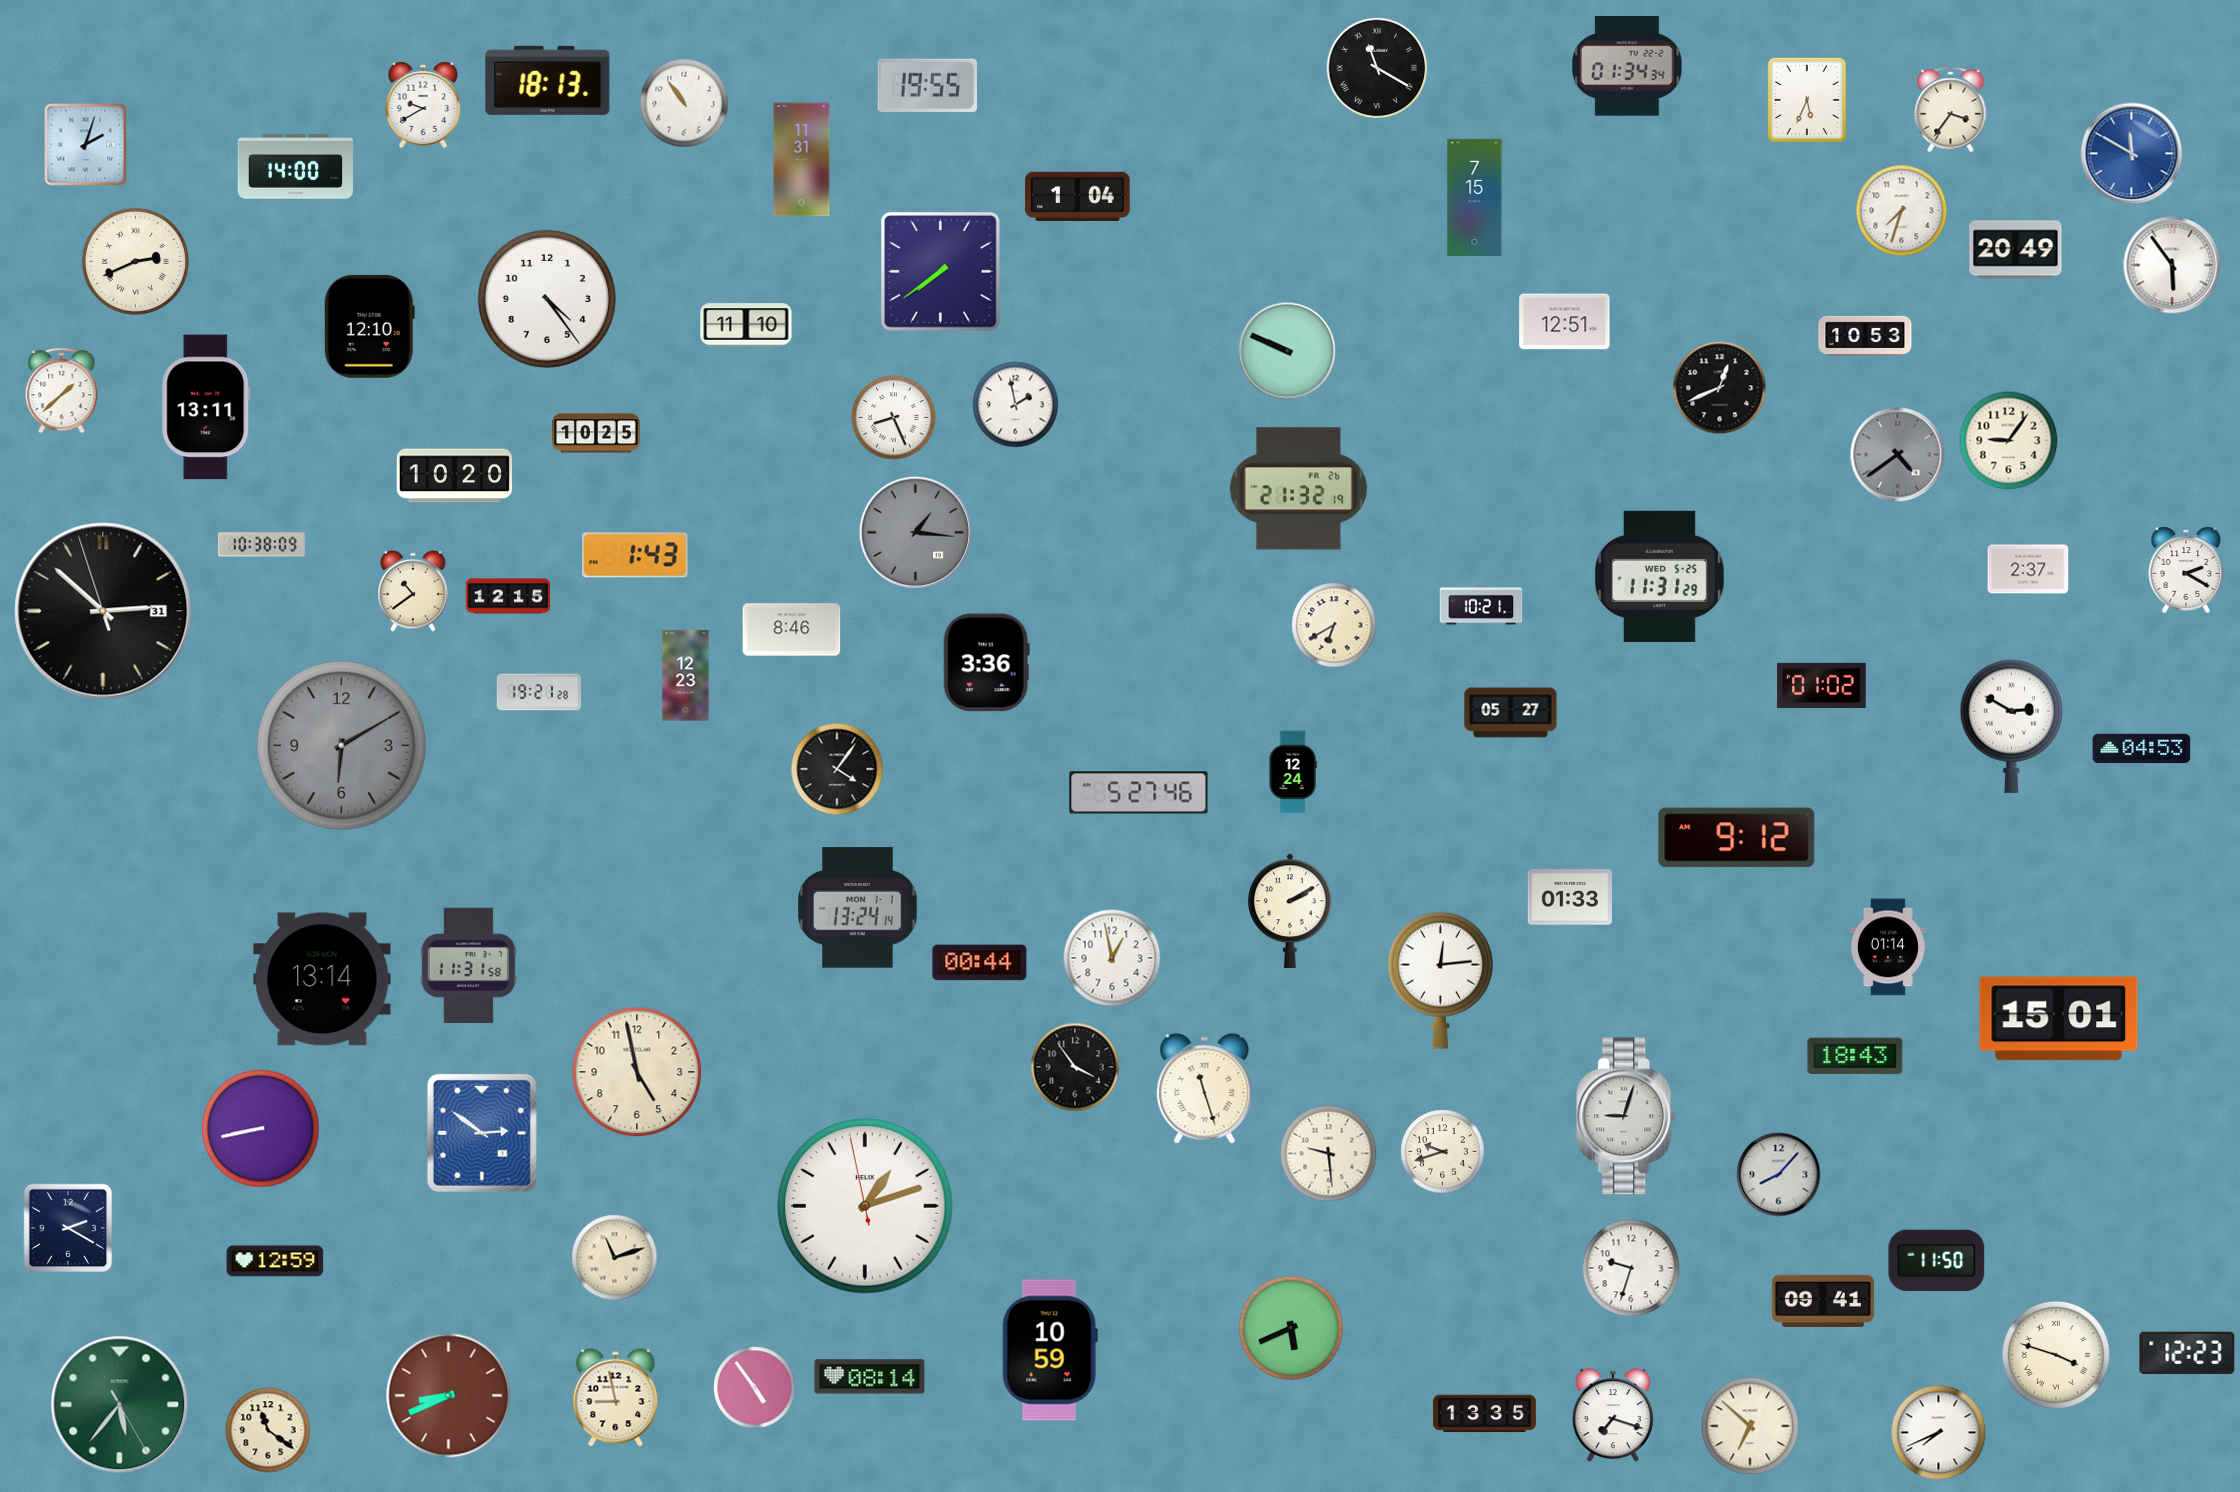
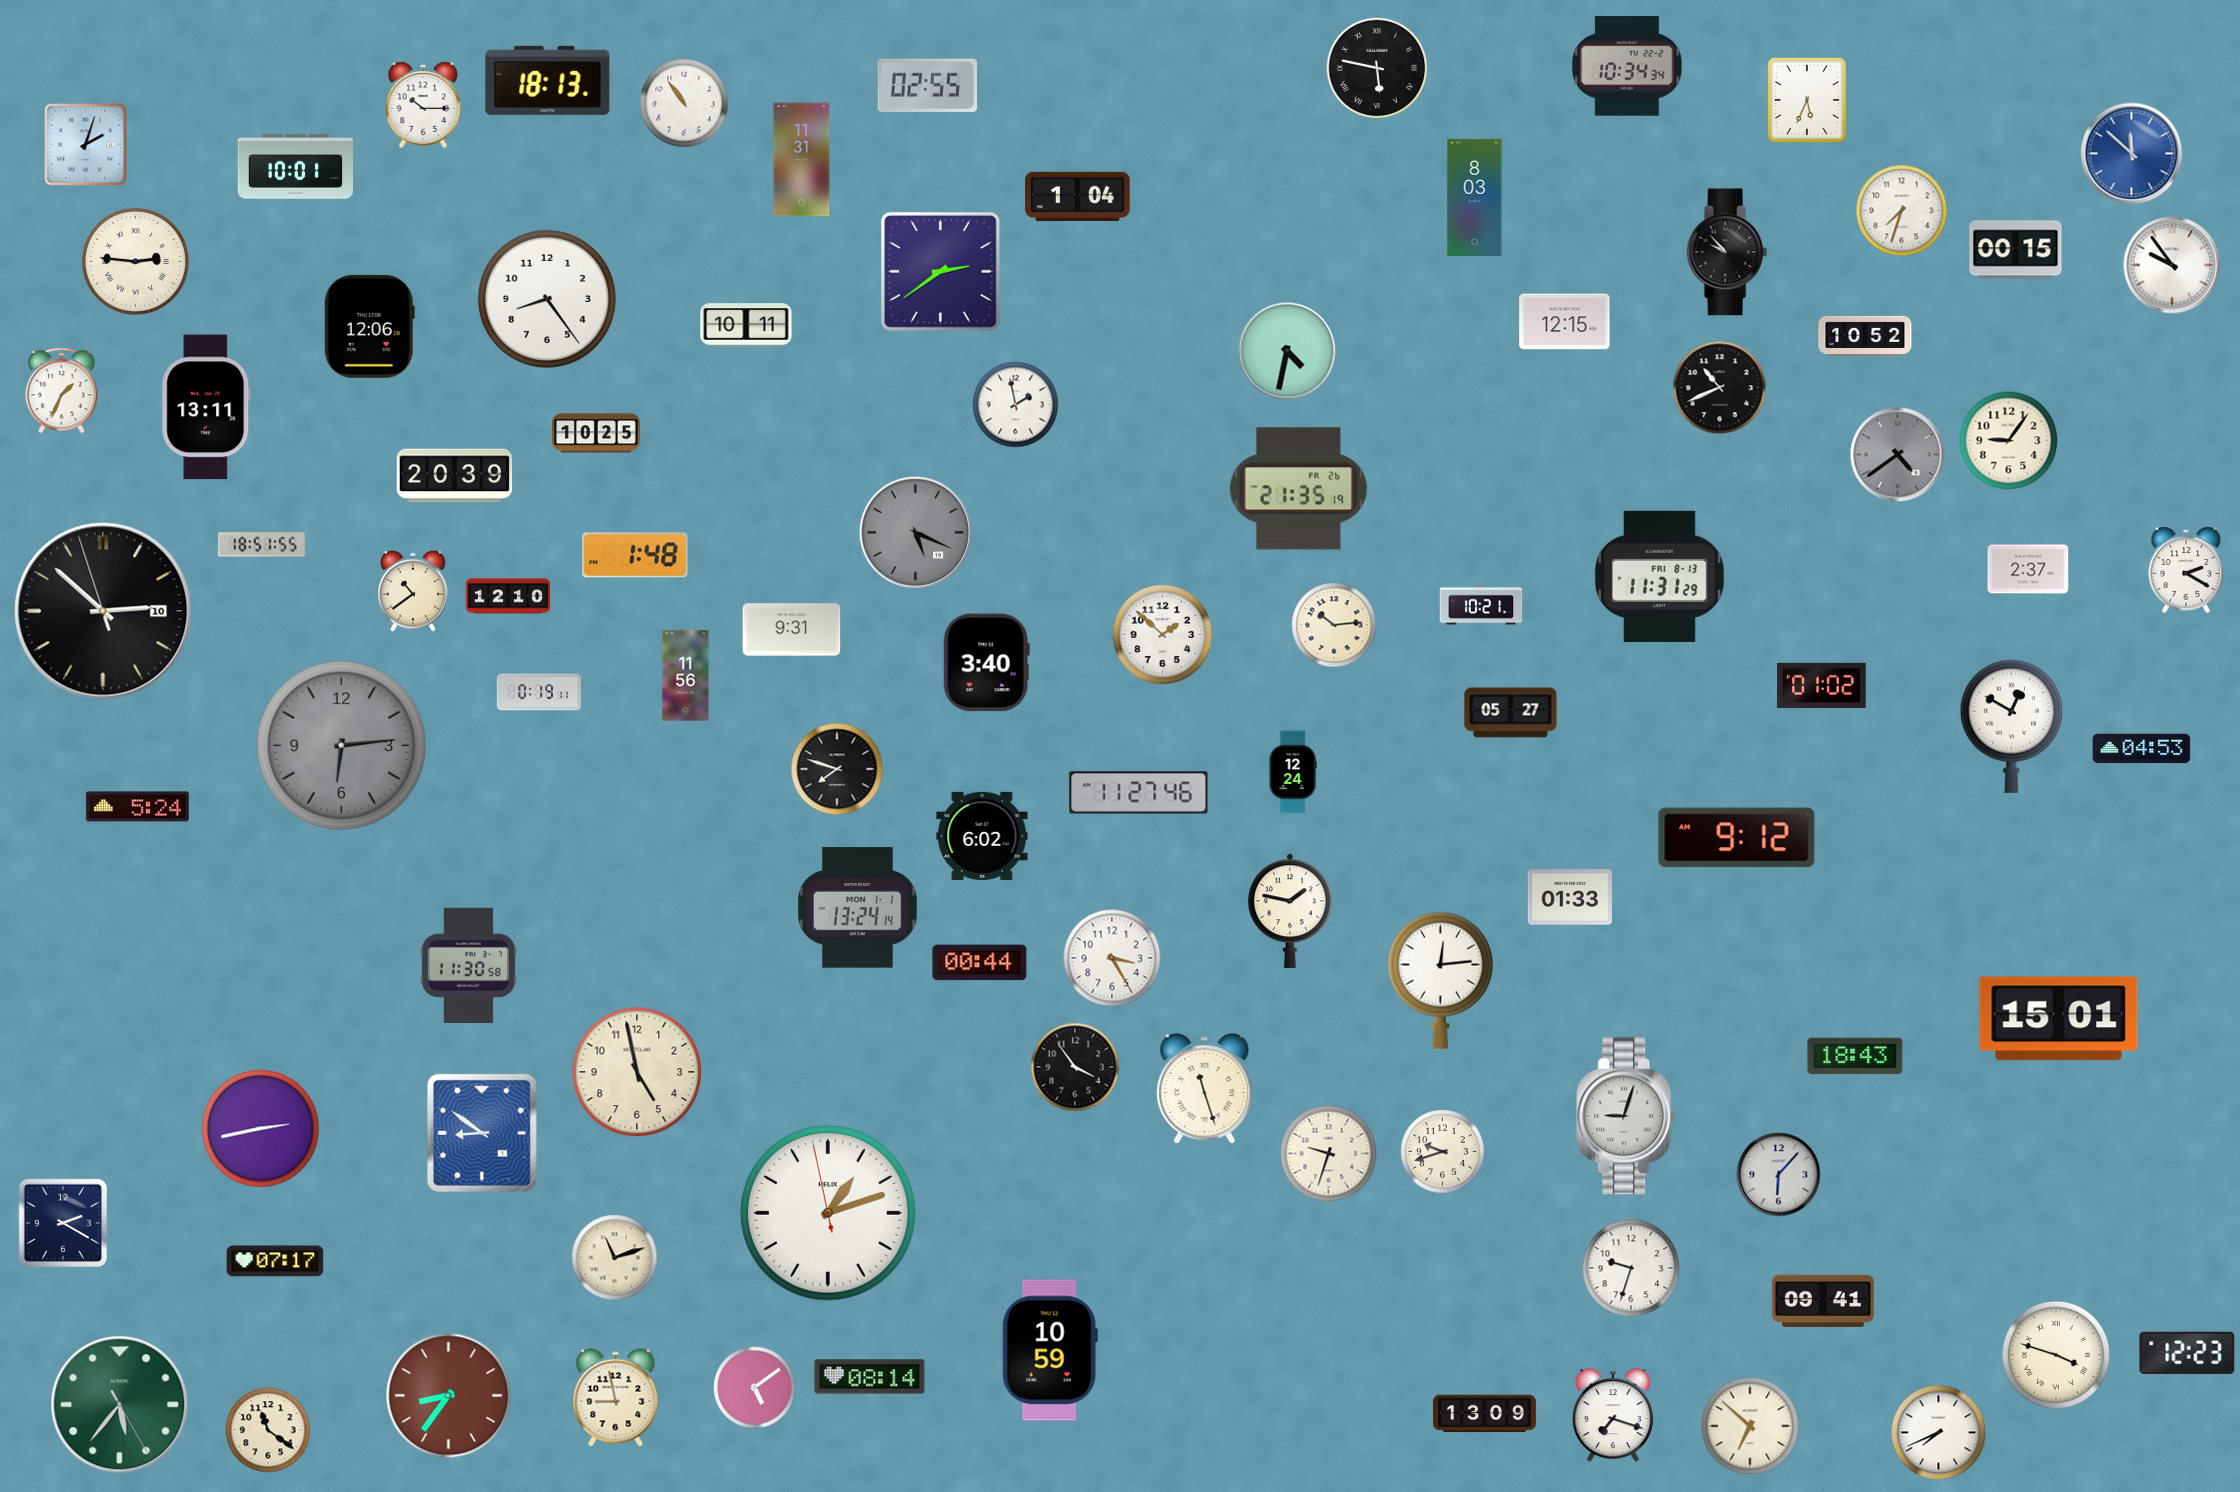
clock at (1627, 66): 01:34 -> 10:34
clock at (1377, 68): 11:20 -> 5:47
clock at (927, 85): 19:55 -> 02:55
clock at (423, 105): 9:40 -> 10:15
clock at (1951, 110): 3:36 -> none
clock at (2132, 154): 11:50 -> 11:52
clock at (296, 167): 14:00 -> 10:01
clock at (1475, 197): 7:15 -> 8:03
clock at (2016, 250): 20:49 -> 00:15
clock at (1727, 252): none -> 9:53
clock at (135, 261): 2:41 -> 2:46
clock at (2172, 265): 5:54 -> 9:54
clock at (940, 271): 7:39 -> 2:39
clock at (547, 299): 4:24 -> 8:24
clock at (1565, 322): 12:51 -> 12:15
clock at (746, 325): 11:10 -> 10:11
clock at (369, 326): 12:10 -> 12:06
clock at (1865, 336): 10:53 -> 10:52
clock at (1287, 351): 9:49 -> 4:32
clock at (1720, 388): 12:41 -> 10:41
clock at (62, 391): 1:38 -> 1:34
clock at (894, 418): 8:26 -> none
clock at (454, 476): 10:20 -> 20:39
clock at (1298, 489): 21:32 -> 21:35
clock at (915, 532): 1:16 -> 5:19
clock at (261, 545): 10:38 -> 18:51
clock at (635, 555): 1:43 -> 1:48
clock at (1659, 576) date: WED 5-25 -> FRI 8-13
clock at (508, 596): 12:15 -> 12:10
clock at (103, 611) date: 31 -> 10
clock at (1334, 625): 6:40 -> 10:14
clock at (792, 630): 8:46 -> 9:31
clock at (1163, 635): none -> 1:52
clock at (986, 663): 3:36 -> 3:40
clock at (686, 676): 12:23 -> 11:56
clock at (539, 692): 19:21 -> 0:19
clock at (2011, 726): 2:50 -> 12:50
clock at (341, 745): 6:10 -> 6:14
clock at (837, 769): 4:06 -> 7:48
clock at (1139, 793): 5:27 -> 11:27
clock at (137, 807): none -> 5:24
clock at (982, 836): none -> 6:02
clock at (1291, 911): 2:10 -> 1:47
clock at (1888, 947): 01:14 -> none
clock at (1112, 958): 12:58 -> 3:25
clock at (468, 965): 11:31 -> 11:30
clock at (322, 979): 13:14 -> none
clock at (261, 1129): 8:43 -> 2:43
clock at (482, 1133): 2:51 -> 8:51
clock at (1329, 1154): 9:29 -> 9:33
clock at (1779, 1175): 8:07 -> 6:07
clock at (865, 1206) position: (865, 1206) -> (828, 1213)
clock at (68, 1228) position: (68, 1228) -> (63, 1223)
clock at (275, 1261): 12:59 -> 07:17
clock at (1937, 1261): 11:50 -> none
clock at (1291, 1328): 5:41 -> none
clock at (755, 1388): 4:54 -> 5:09
clock at (449, 1396): 8:41 -> 8:36
clock at (1485, 1414): 13:35 -> 13:09
